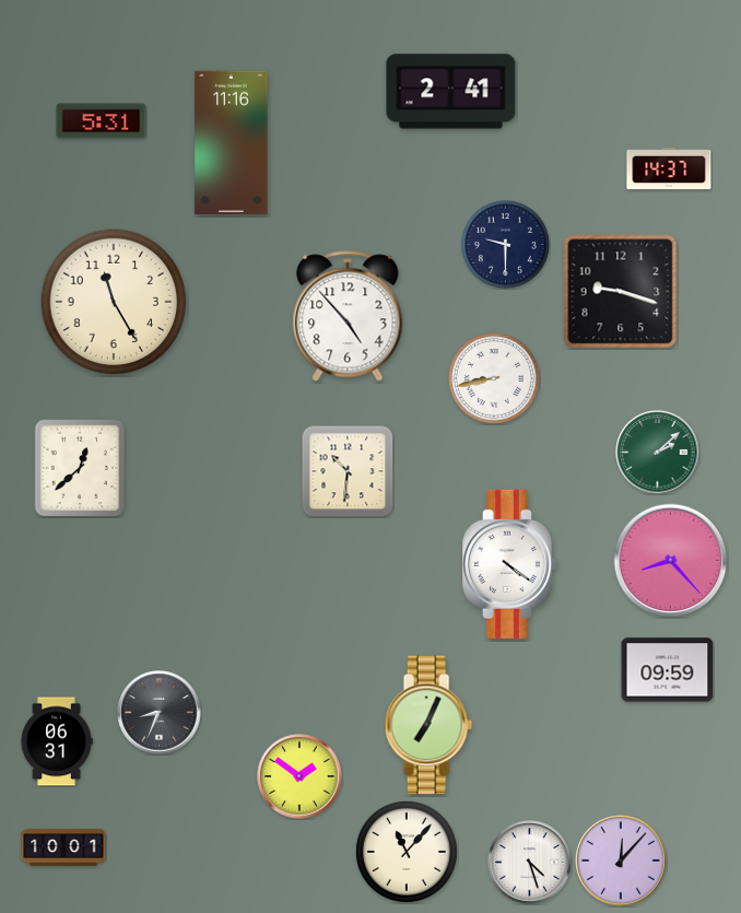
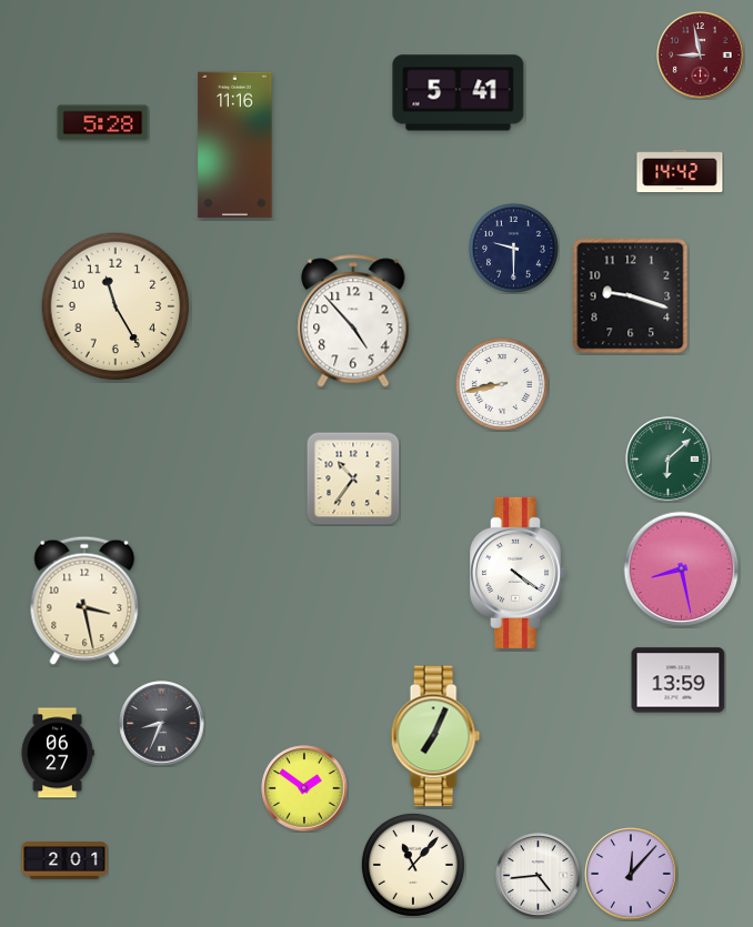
clock at (701, 56): none -> 8:58
clock at (451, 92): 2:41 -> 5:41
clock at (102, 121): 5:31 -> 5:28
clock at (669, 168): 14:37 -> 14:42
clock at (658, 453): 2:08 -> 6:08
clock at (80, 468): 12:38 -> none
clock at (348, 471): 10:31 -> 10:36
clock at (671, 561): 8:23 -> 8:28
clock at (84, 601): none -> 3:28
clock at (668, 670): 09:59 -> 13:59
clock at (57, 741): 06:31 -> 06:27
clock at (63, 847): 10:01 -> 2:01
clock at (530, 863): 4:27 -> 4:44
